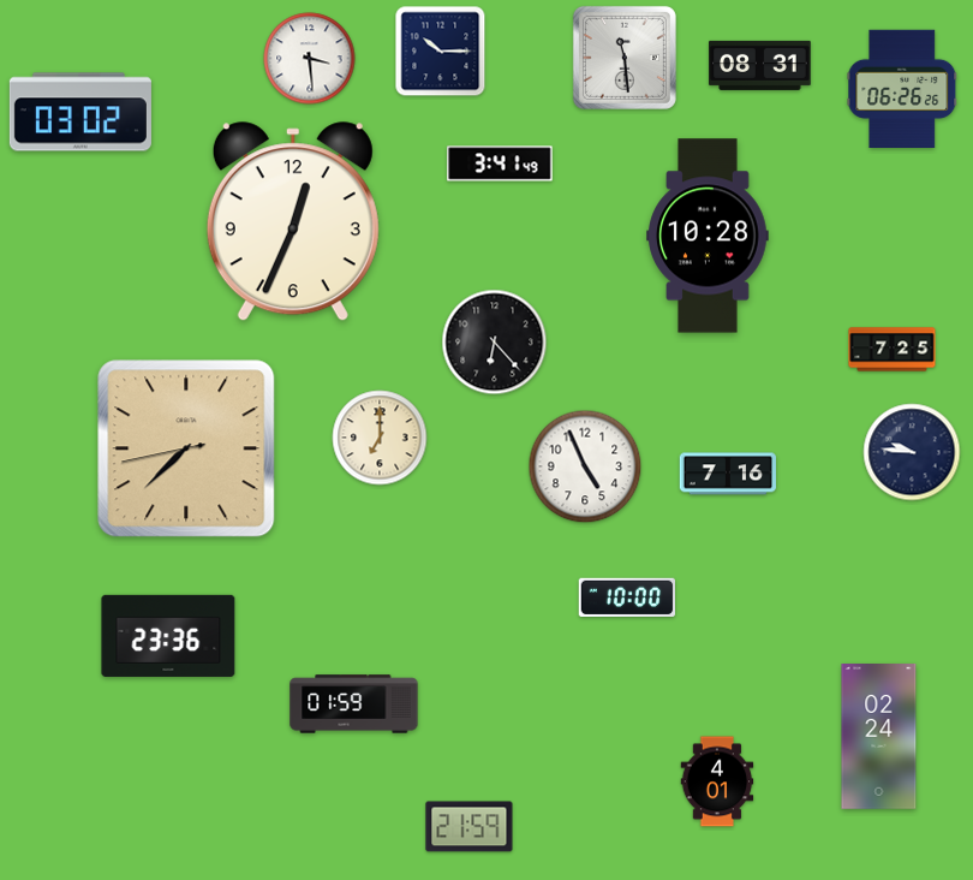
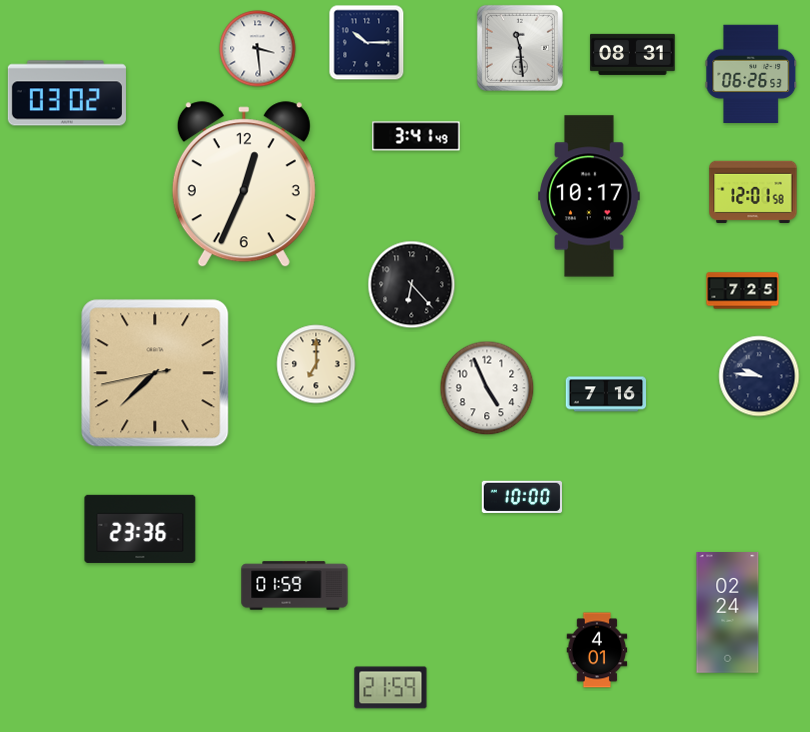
clock at (902, 88): 06:26:26 -> 06:26:53
clock at (753, 192): none -> 12:01
clock at (708, 236): 10:28 -> 10:17
clock at (879, 737) position: (879, 737) -> (728, 613)
